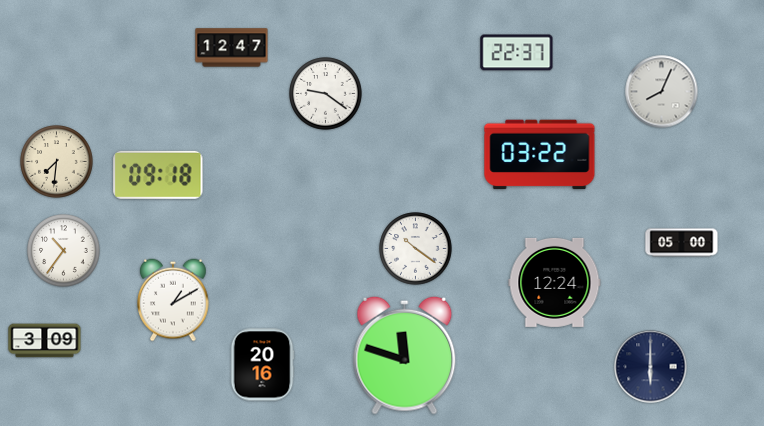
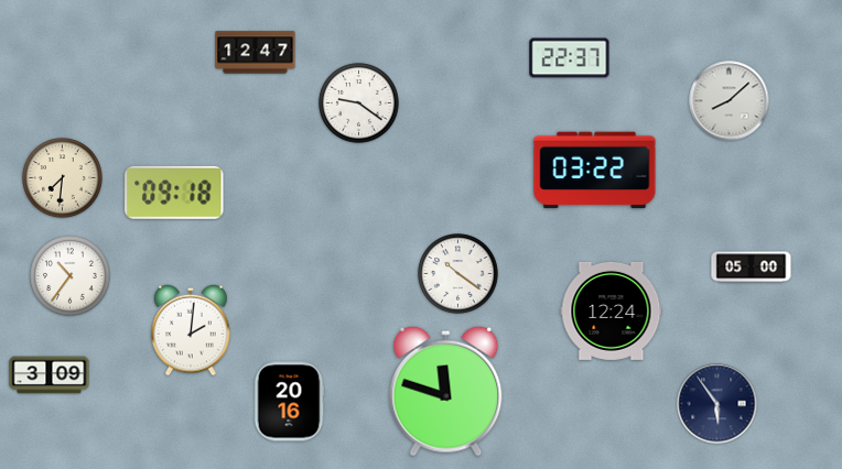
clock at (662, 92): 8:04 -> 8:08
clock at (173, 300): 1:10 -> 2:01
clock at (651, 367): 6:00 -> 5:54
